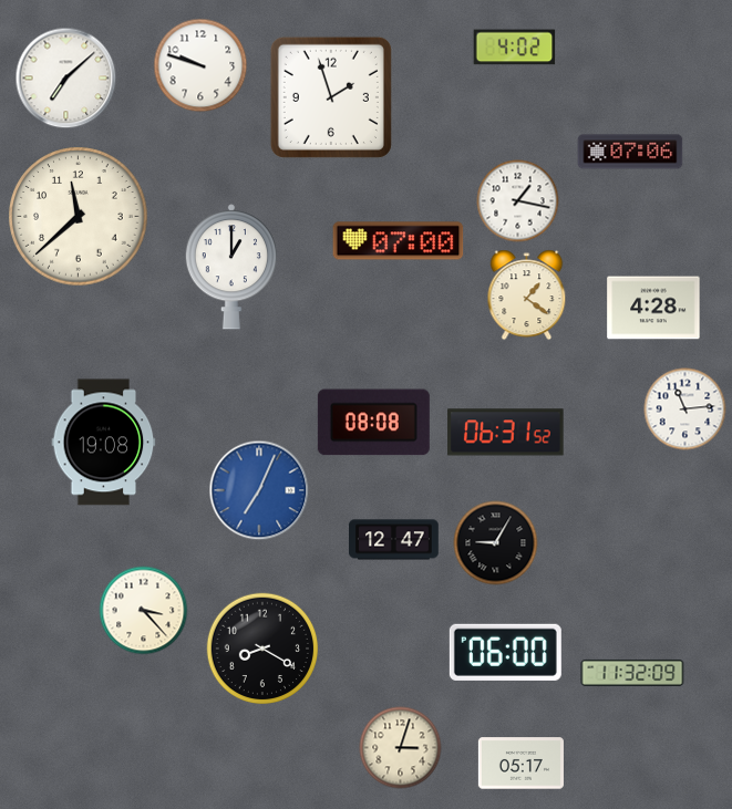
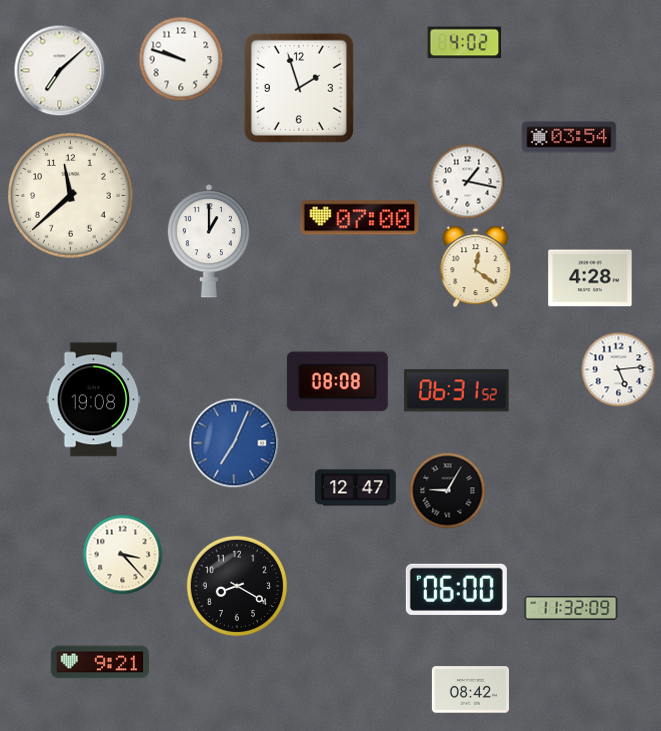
clock at (630, 152): 07:06 -> 03:54
clock at (527, 295): 1:21 -> 12:21
clock at (685, 409): 11:14 -> 5:14
clock at (144, 611) position: (144, 611) -> (123, 555)
clock at (99, 662): none -> 9:21
clock at (401, 748): 3:03 -> none
clock at (520, 764): 05:17 -> 08:42
